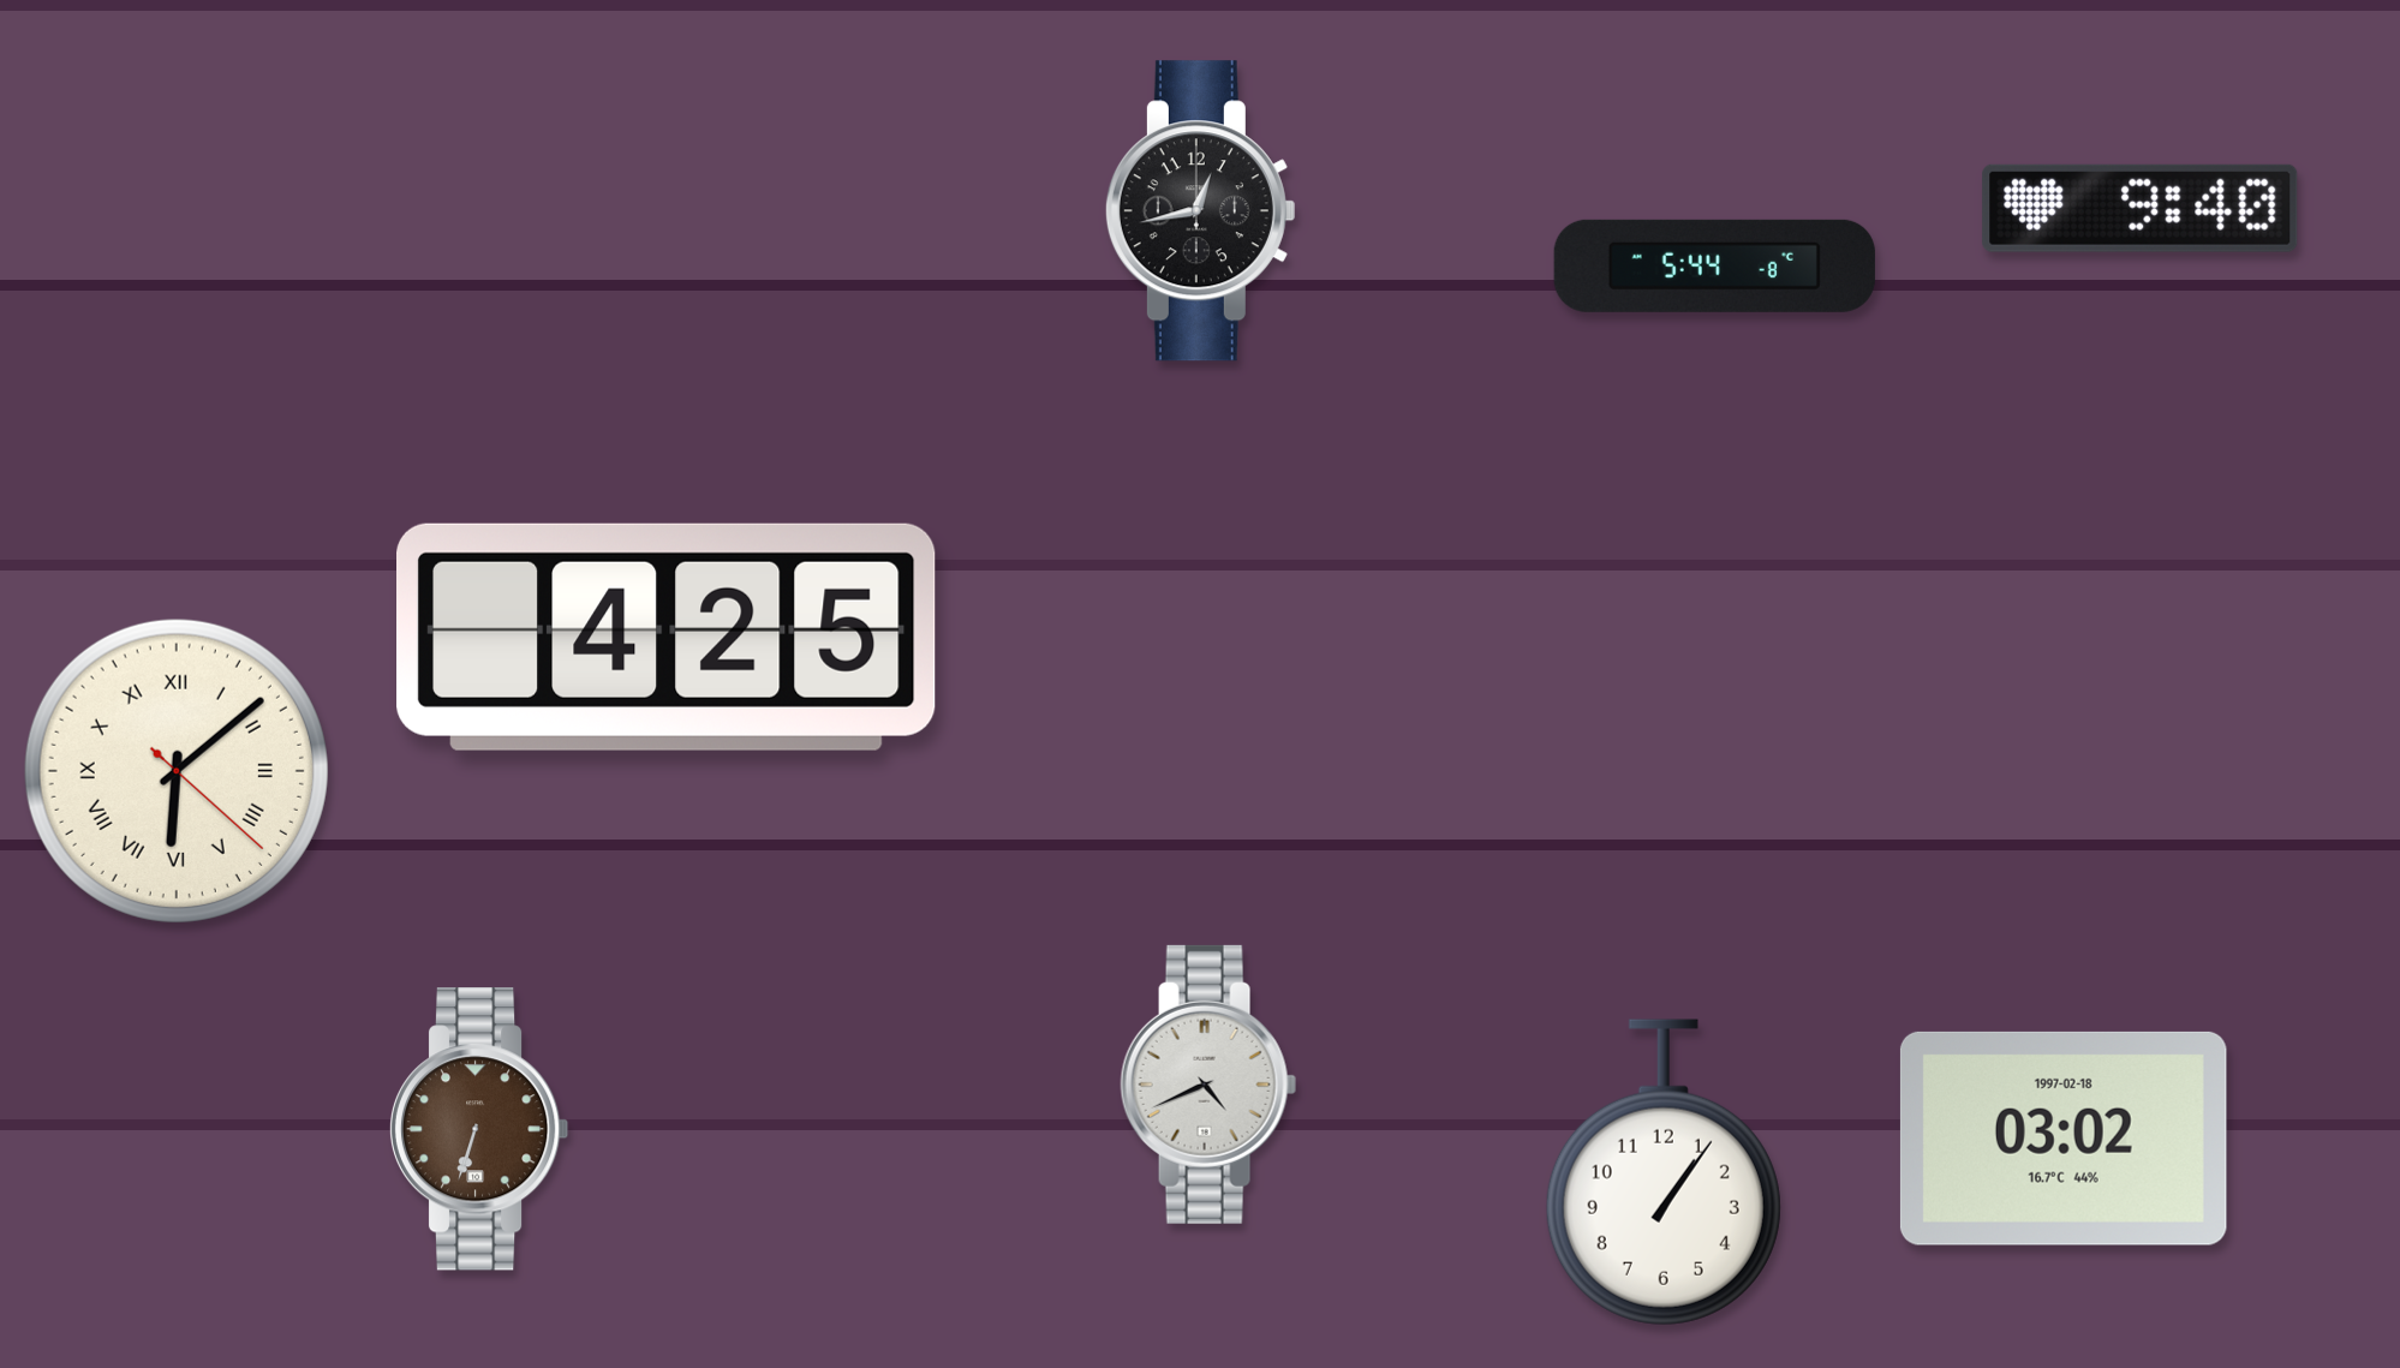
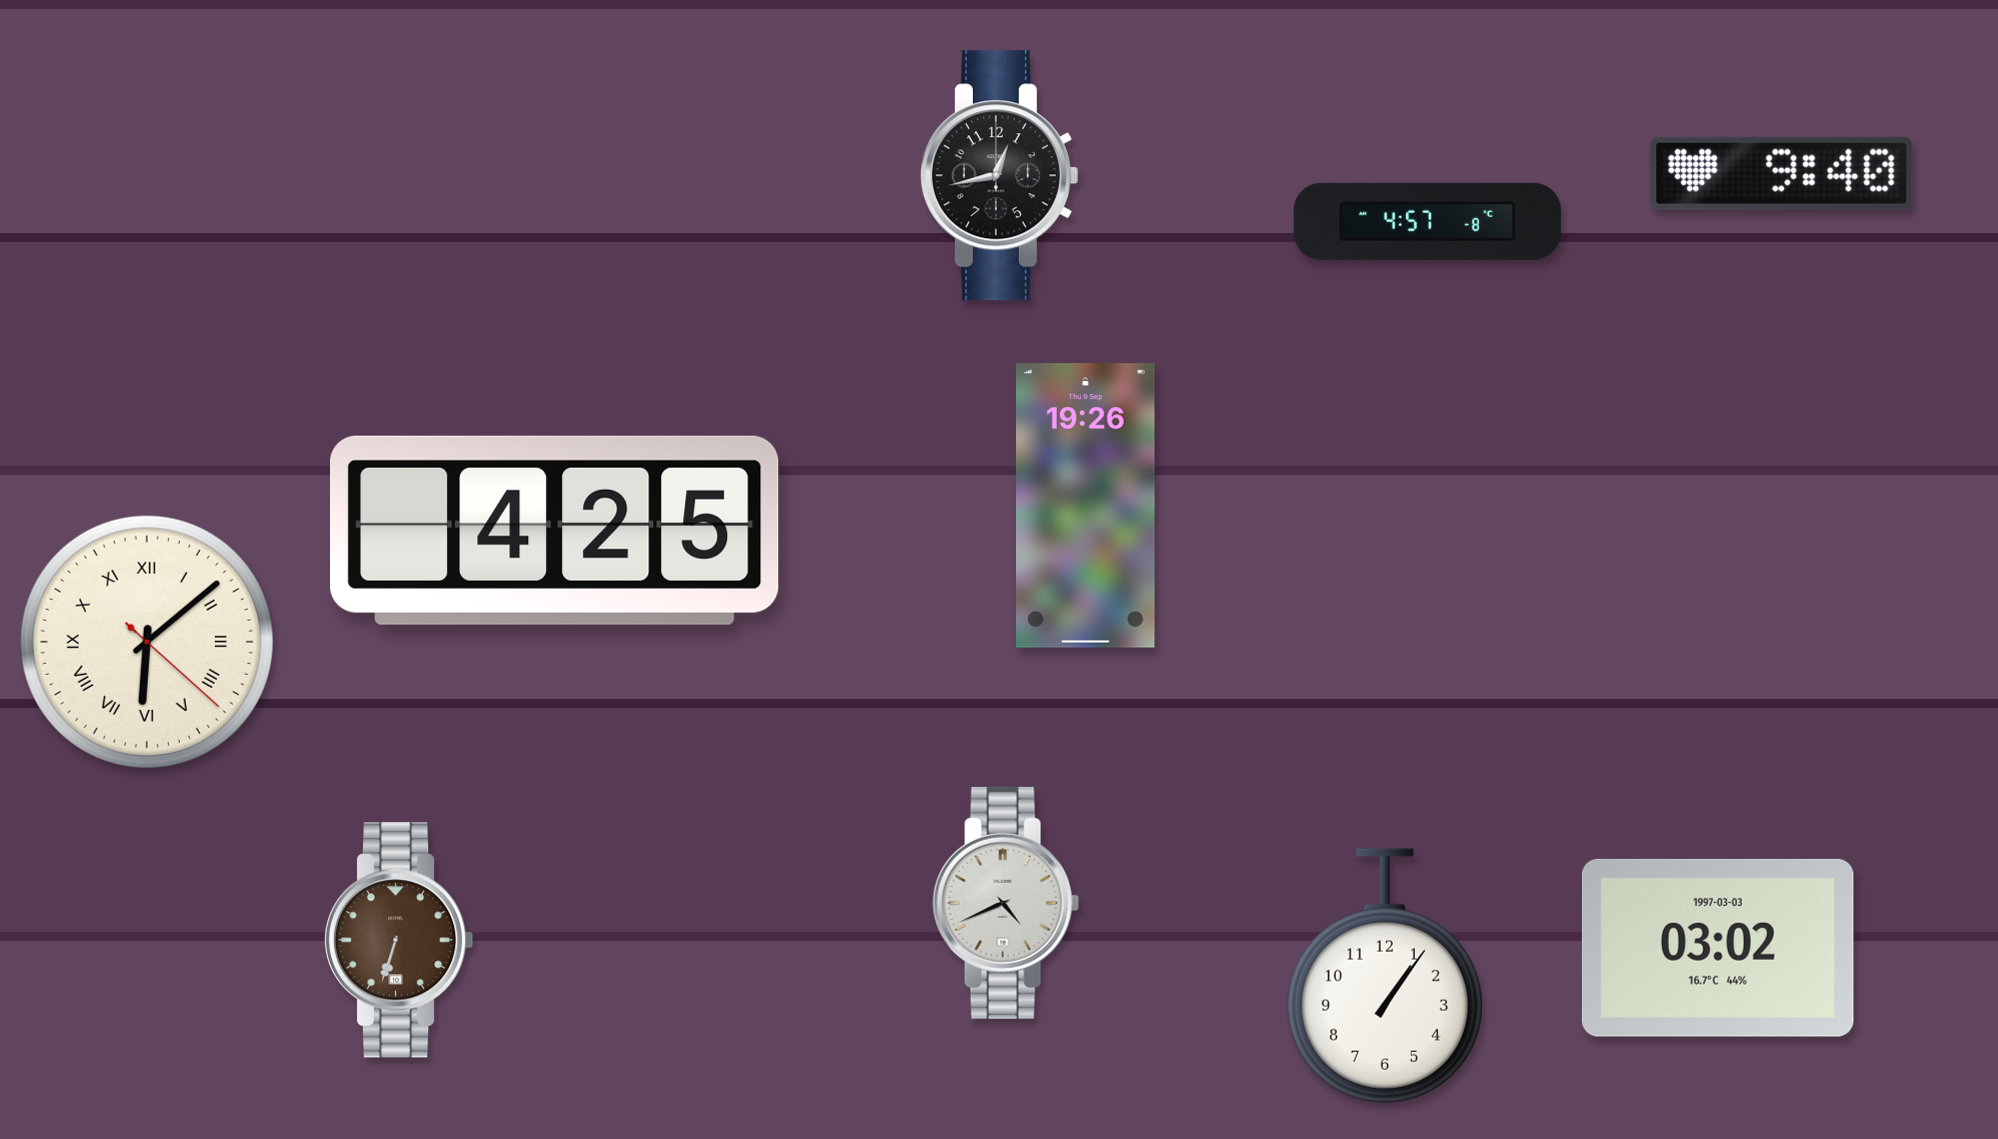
clock at (1714, 265): 5:44 -> 4:57
clock at (1086, 506): none -> 19:26
clock at (2064, 1139) date: 1997-02-18 -> 1997-03-03
